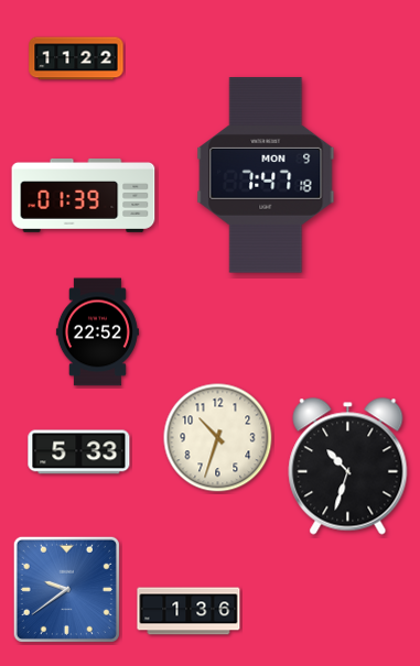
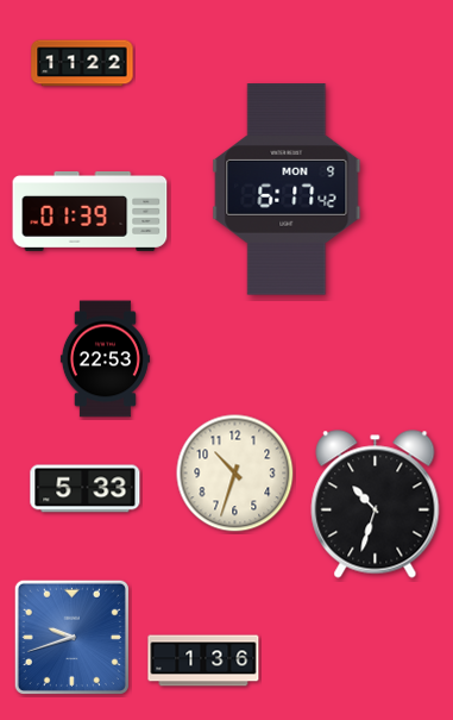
clock at (266, 175): 7:47 -> 6:17
clock at (97, 332): 22:52 -> 22:53
clock at (66, 589): 9:39 -> 9:42
